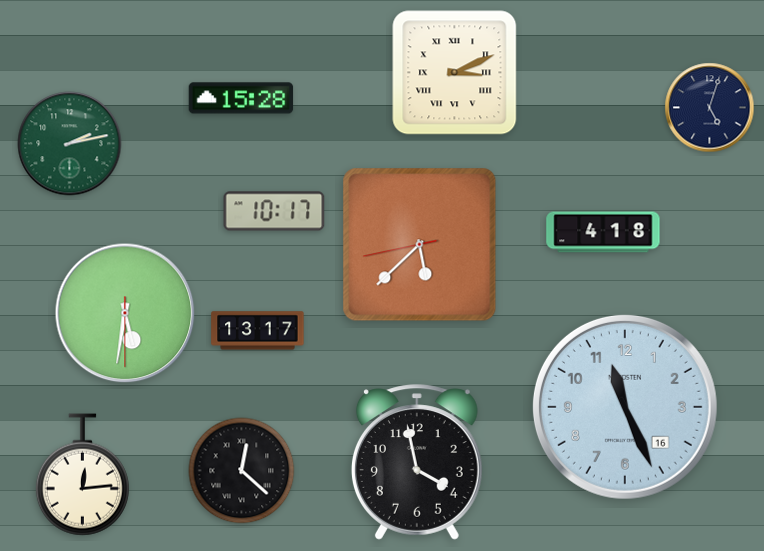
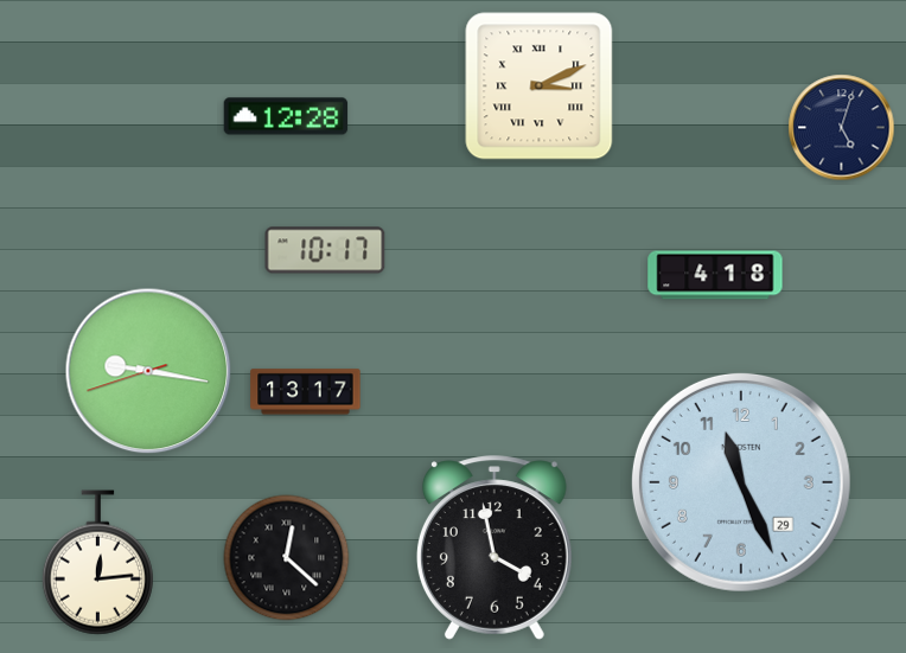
clock at (241, 98): 15:28 -> 12:28
clock at (70, 144): 2:13 -> none
clock at (420, 245): 5:37 -> none
clock at (125, 313): 5:31 -> 9:16
clock at (625, 407) date: 16 -> 29
